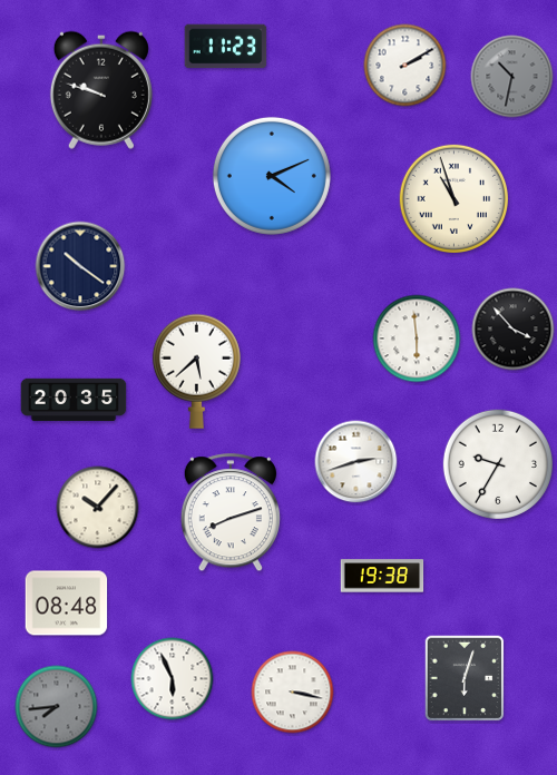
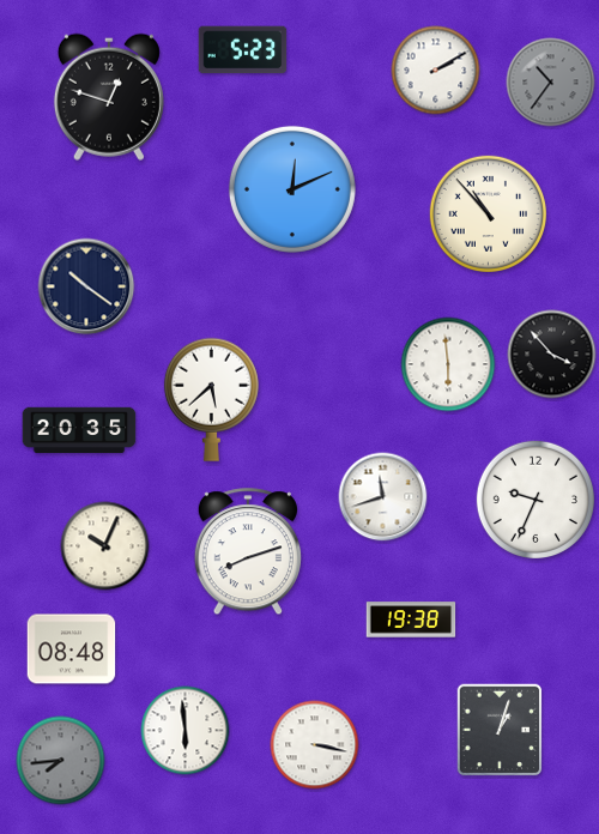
clock at (226, 47): 11:23 -> 5:23
clock at (512, 77): 10:32 -> 10:36
clock at (101, 90): 9:48 -> 12:48
clock at (272, 176): 4:11 -> 12:11
clock at (453, 198): 10:57 -> 10:53
clock at (356, 462): 2:42 -> 11:42
clock at (497, 463): 9:35 -> 9:34
clock at (98, 508): 10:07 -> 10:04
clock at (465, 678): 6:03 -> 1:03
clock at (173, 679): 5:56 -> 5:59
